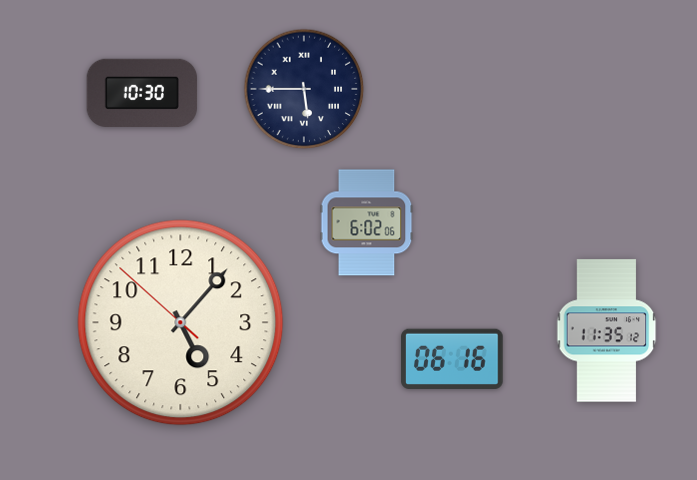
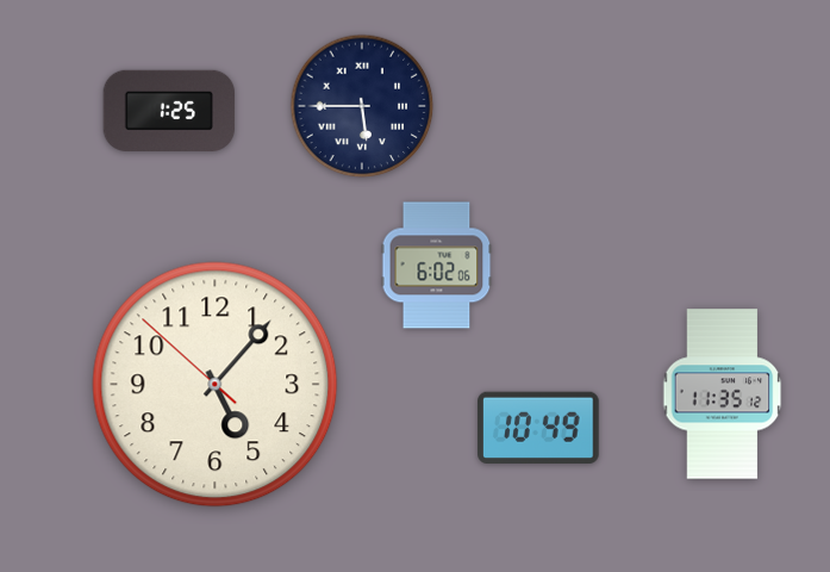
clock at (142, 93): 10:30 -> 1:25
clock at (452, 358): 06:16 -> 10:49
